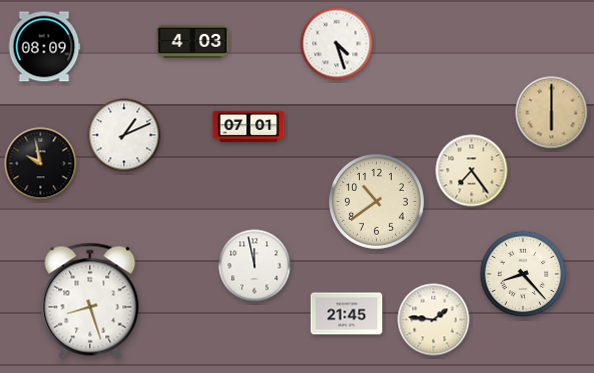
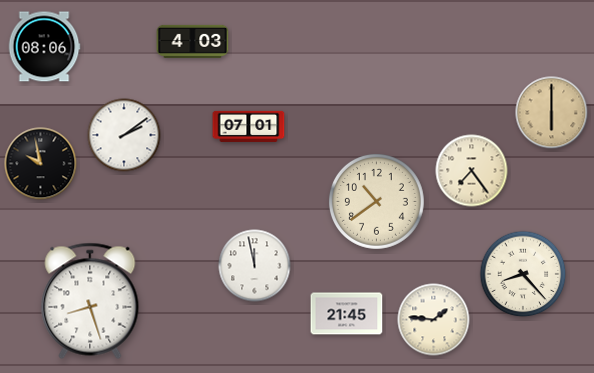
clock at (337, 44): 4:27 -> none
clock at (44, 47): 08:09 -> 08:06
clock at (124, 135): 1:11 -> 2:09
